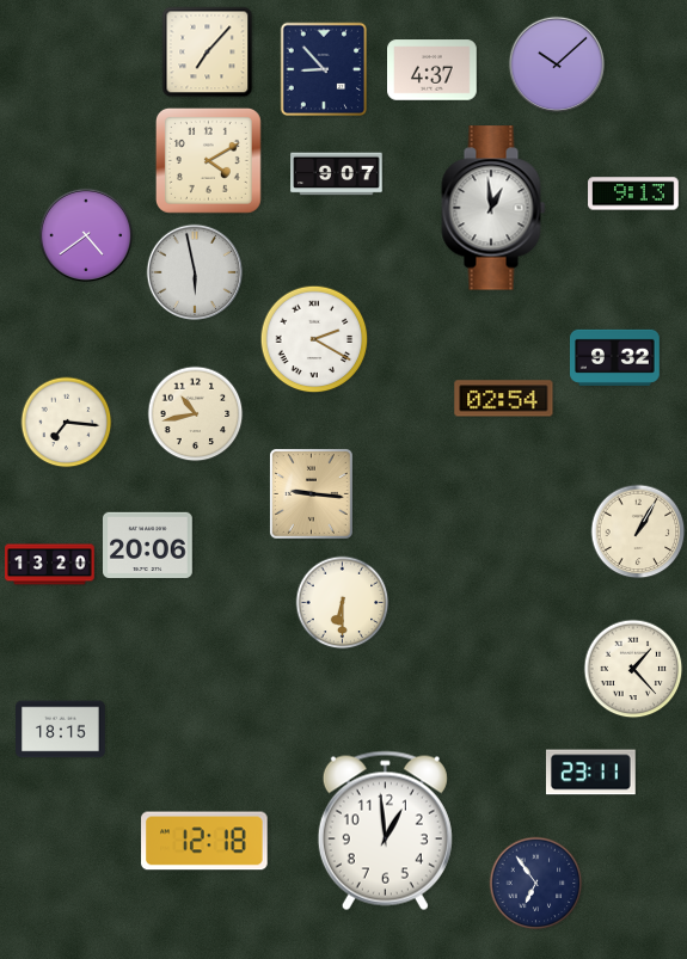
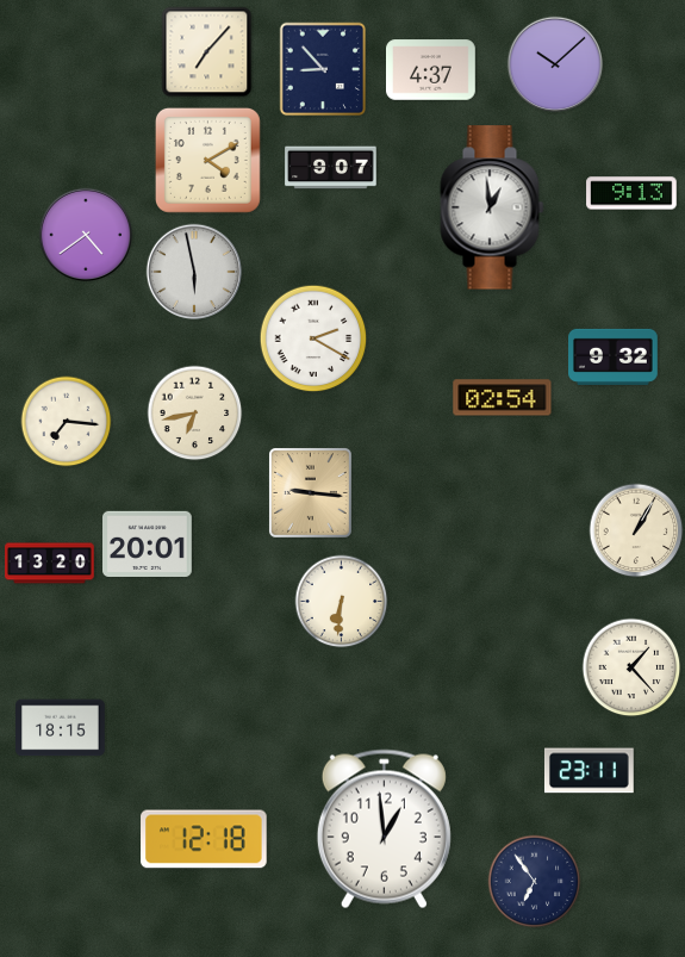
clock at (337, 174) position: (337, 174) -> (331, 168)
clock at (196, 414): 10:43 -> 6:43
clock at (148, 546): 20:06 -> 20:01
clock at (343, 603): 6:30 -> 6:31
